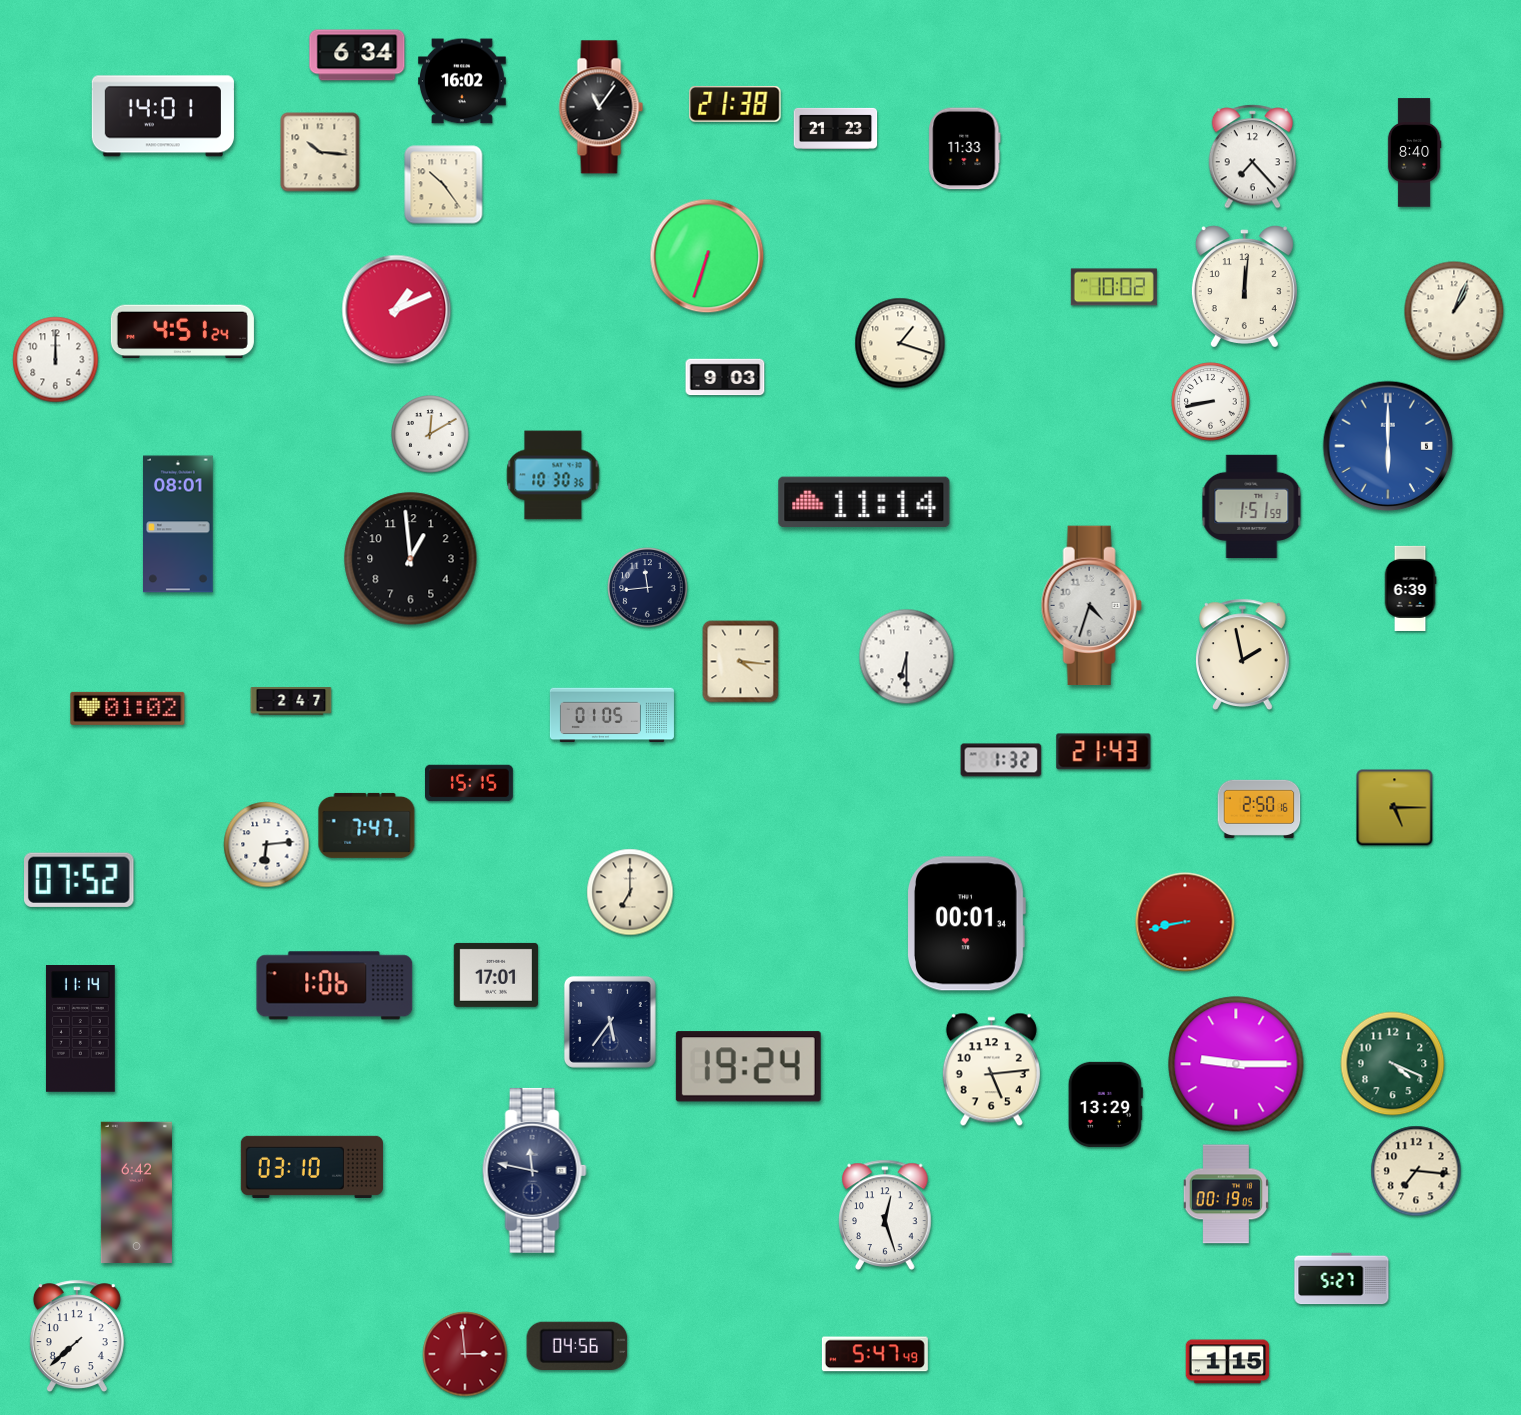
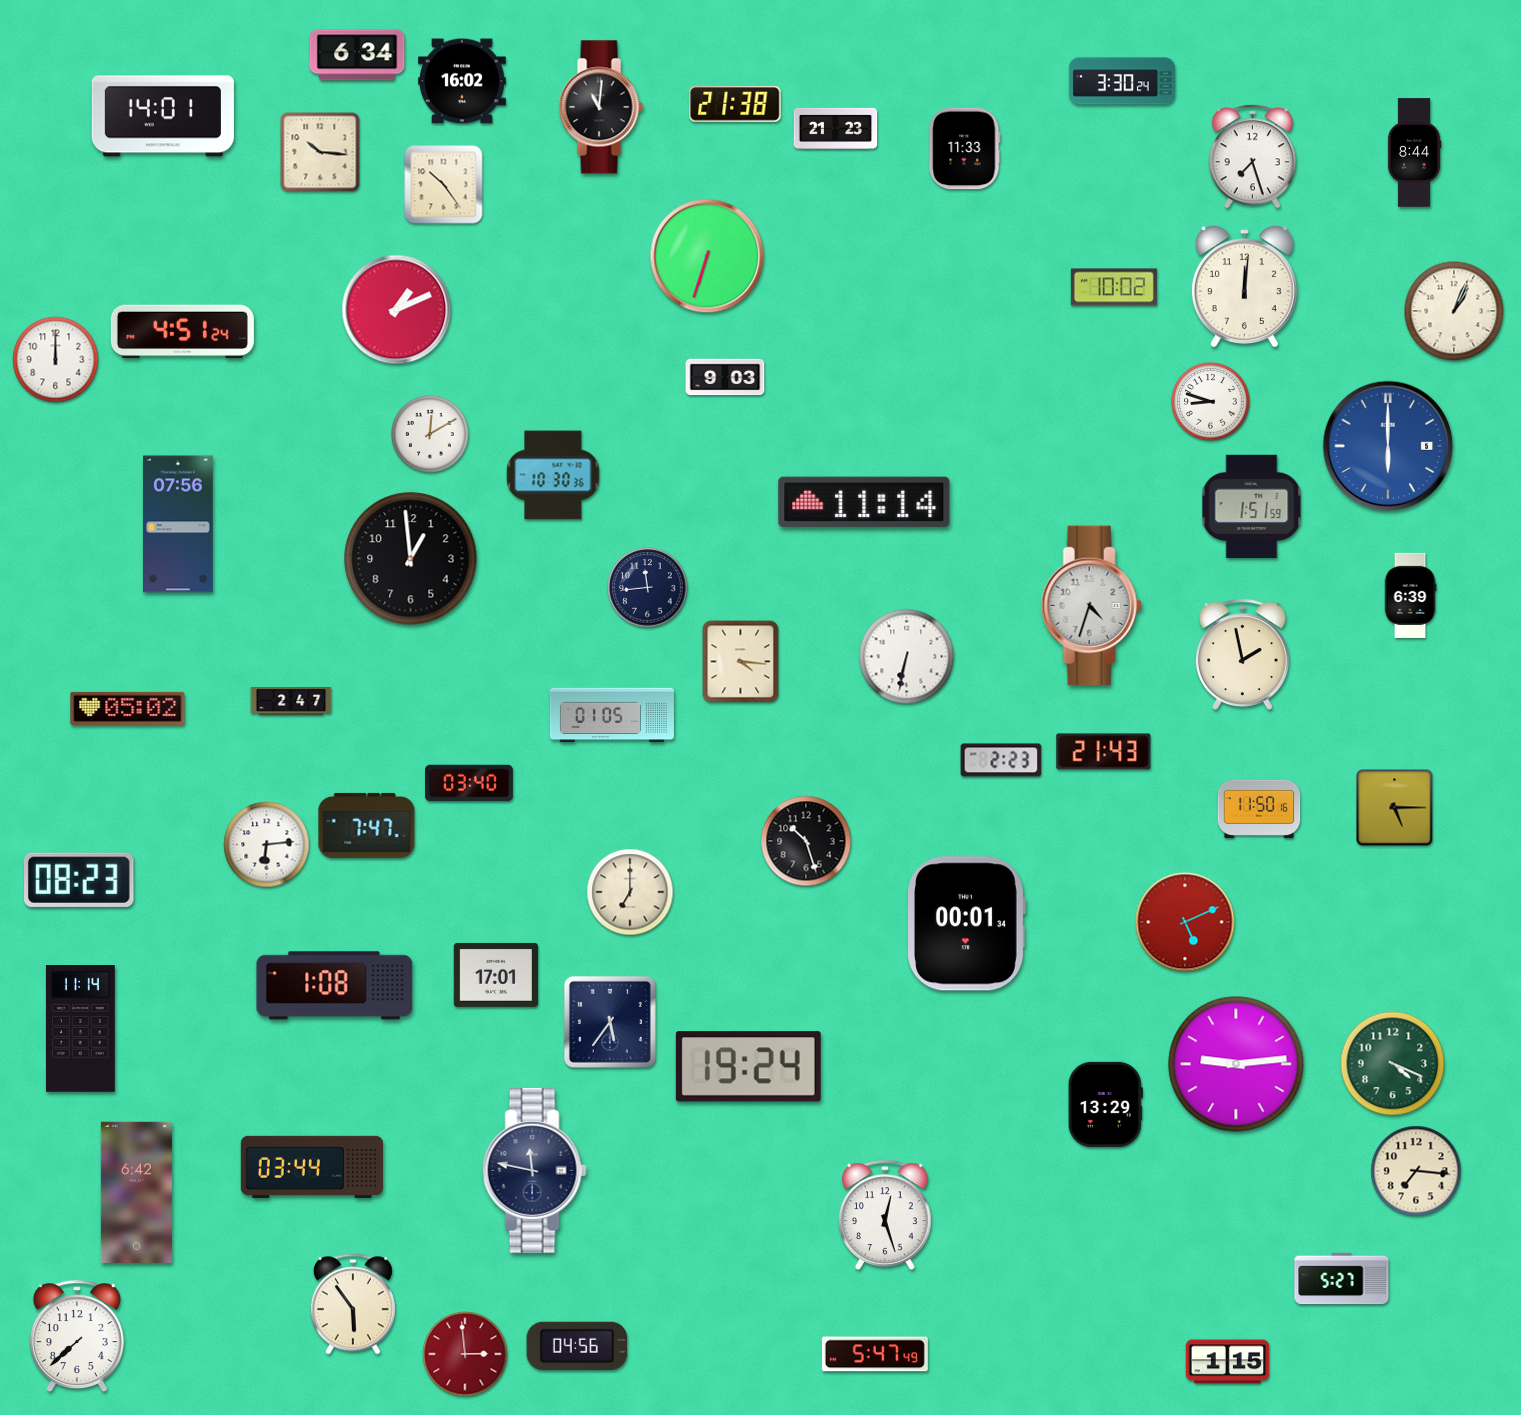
clock at (1122, 81): none -> 3:30
clock at (601, 107): 11:06 -> 11:01
clock at (1414, 153): 8:40 -> 8:44
clock at (1253, 157): 7:23 -> 7:27
clock at (900, 343): 1:18 -> none
clock at (1211, 402): 8:43 -> 8:48
clock at (179, 524): 08:01 -> 07:56
clock at (1410, 588) position: (1410, 588) -> (1410, 595)
clock at (907, 657): 6:30 -> 6:32
clock at (128, 708): 01:02 -> 05:02
clock at (1001, 760): 1:32 -> 2:23
clock at (470, 783): 15:15 -> 03:40
clock at (1259, 809): 2:50 -> 11:50
clock at (806, 841): none -> 10:27
clock at (80, 880): 07:52 -> 08:23
clock at (1185, 922): 8:43 -> 5:11
clock at (335, 986): 1:06 -> 1:08
clock at (1236, 1064): 9:15 -> 9:14
clock at (991, 1070): 5:14 -> none
clock at (312, 1167): 03:10 -> 03:44
clock at (1226, 1194): 00:19 -> none
clock at (353, 1304): none -> 5:54
